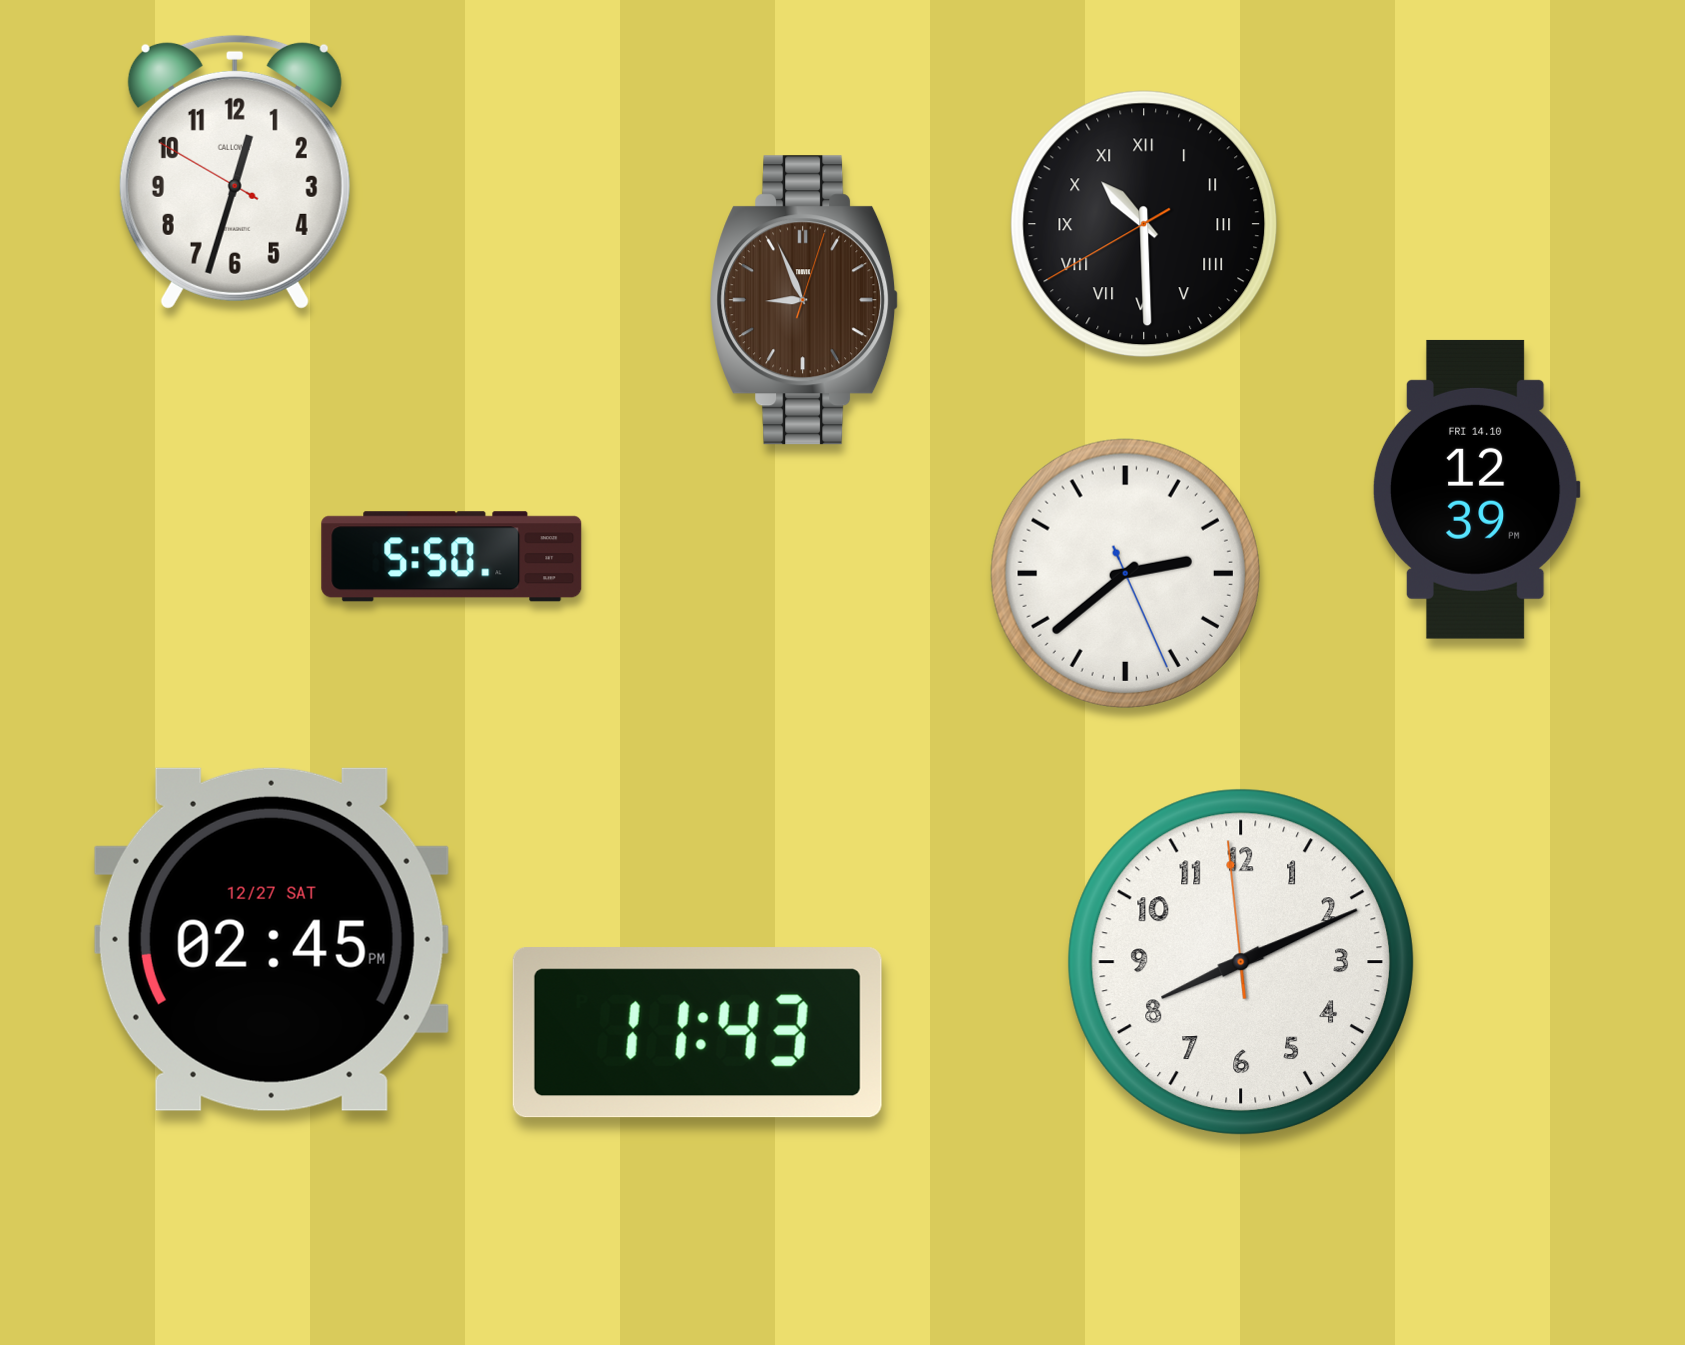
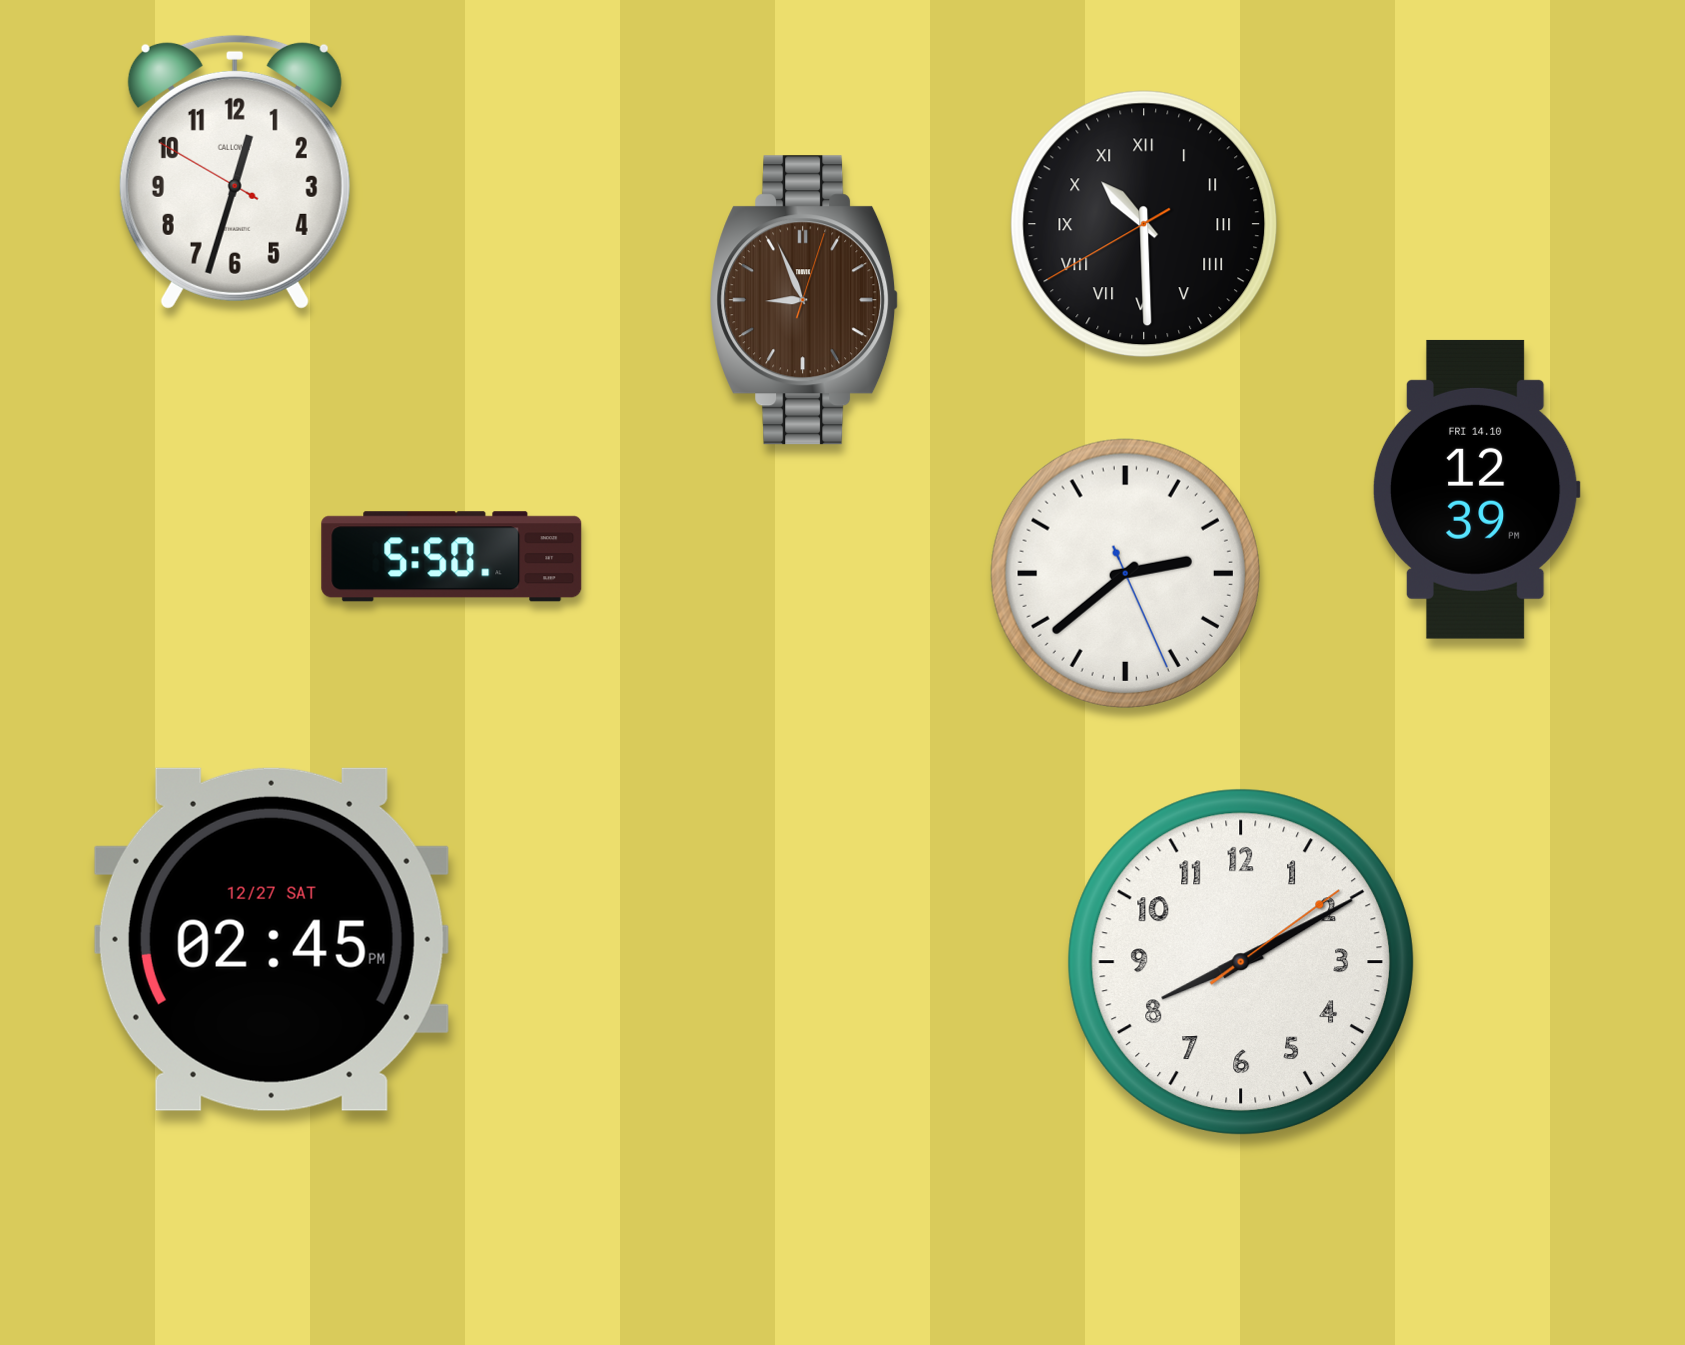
clock at (1241, 962): 8:10:59 -> 8:10:09
clock at (697, 1033): 11:43 -> none
